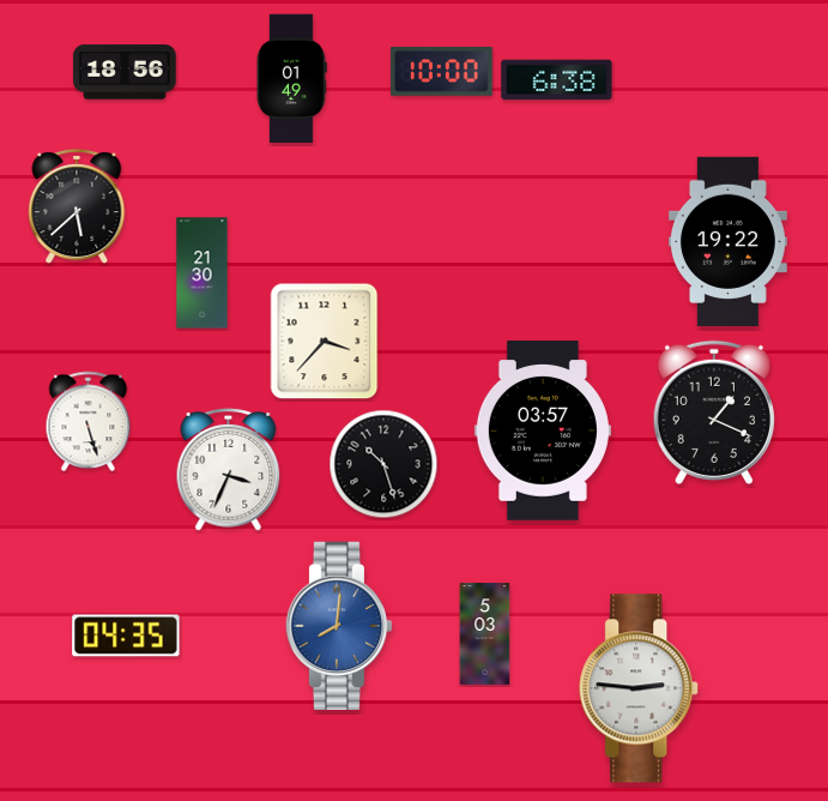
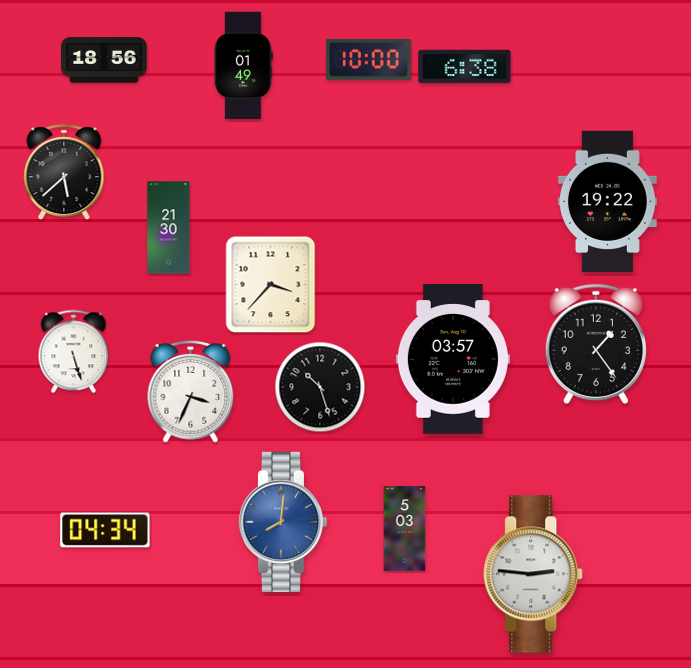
clock at (714, 411): 1:19 -> 1:24
clock at (126, 636): 04:35 -> 04:34
